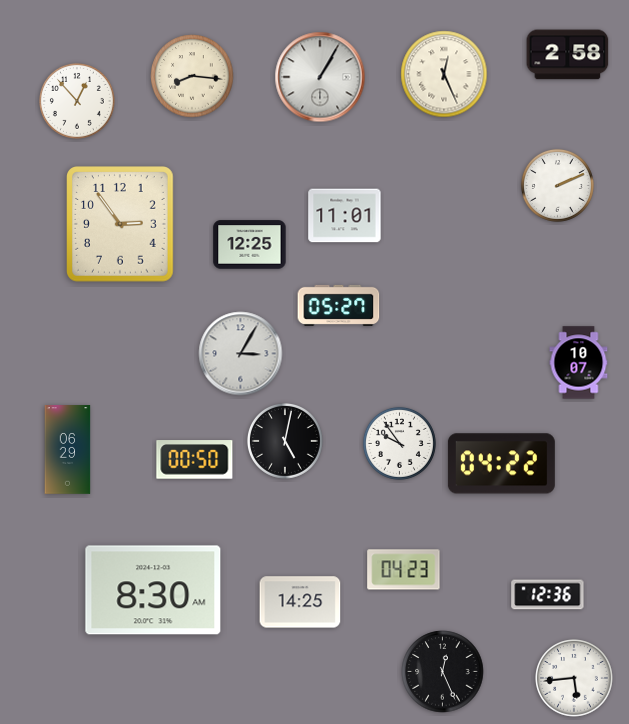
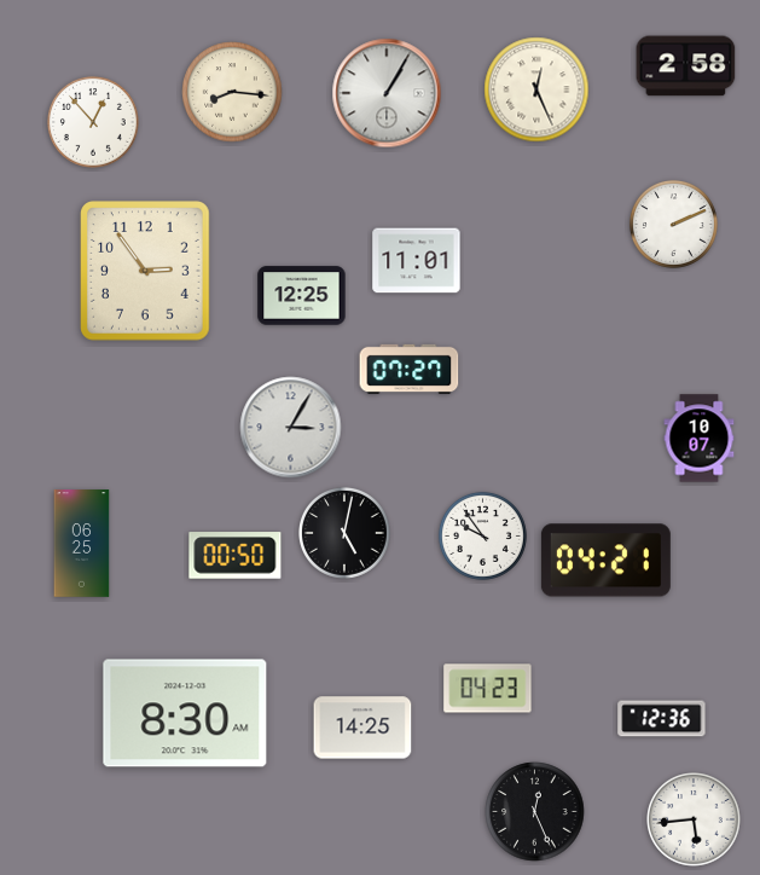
clock at (339, 305): 05:27 -> 07:27
clock at (68, 450): 06:29 -> 06:25
clock at (501, 464): 04:22 -> 04:21
